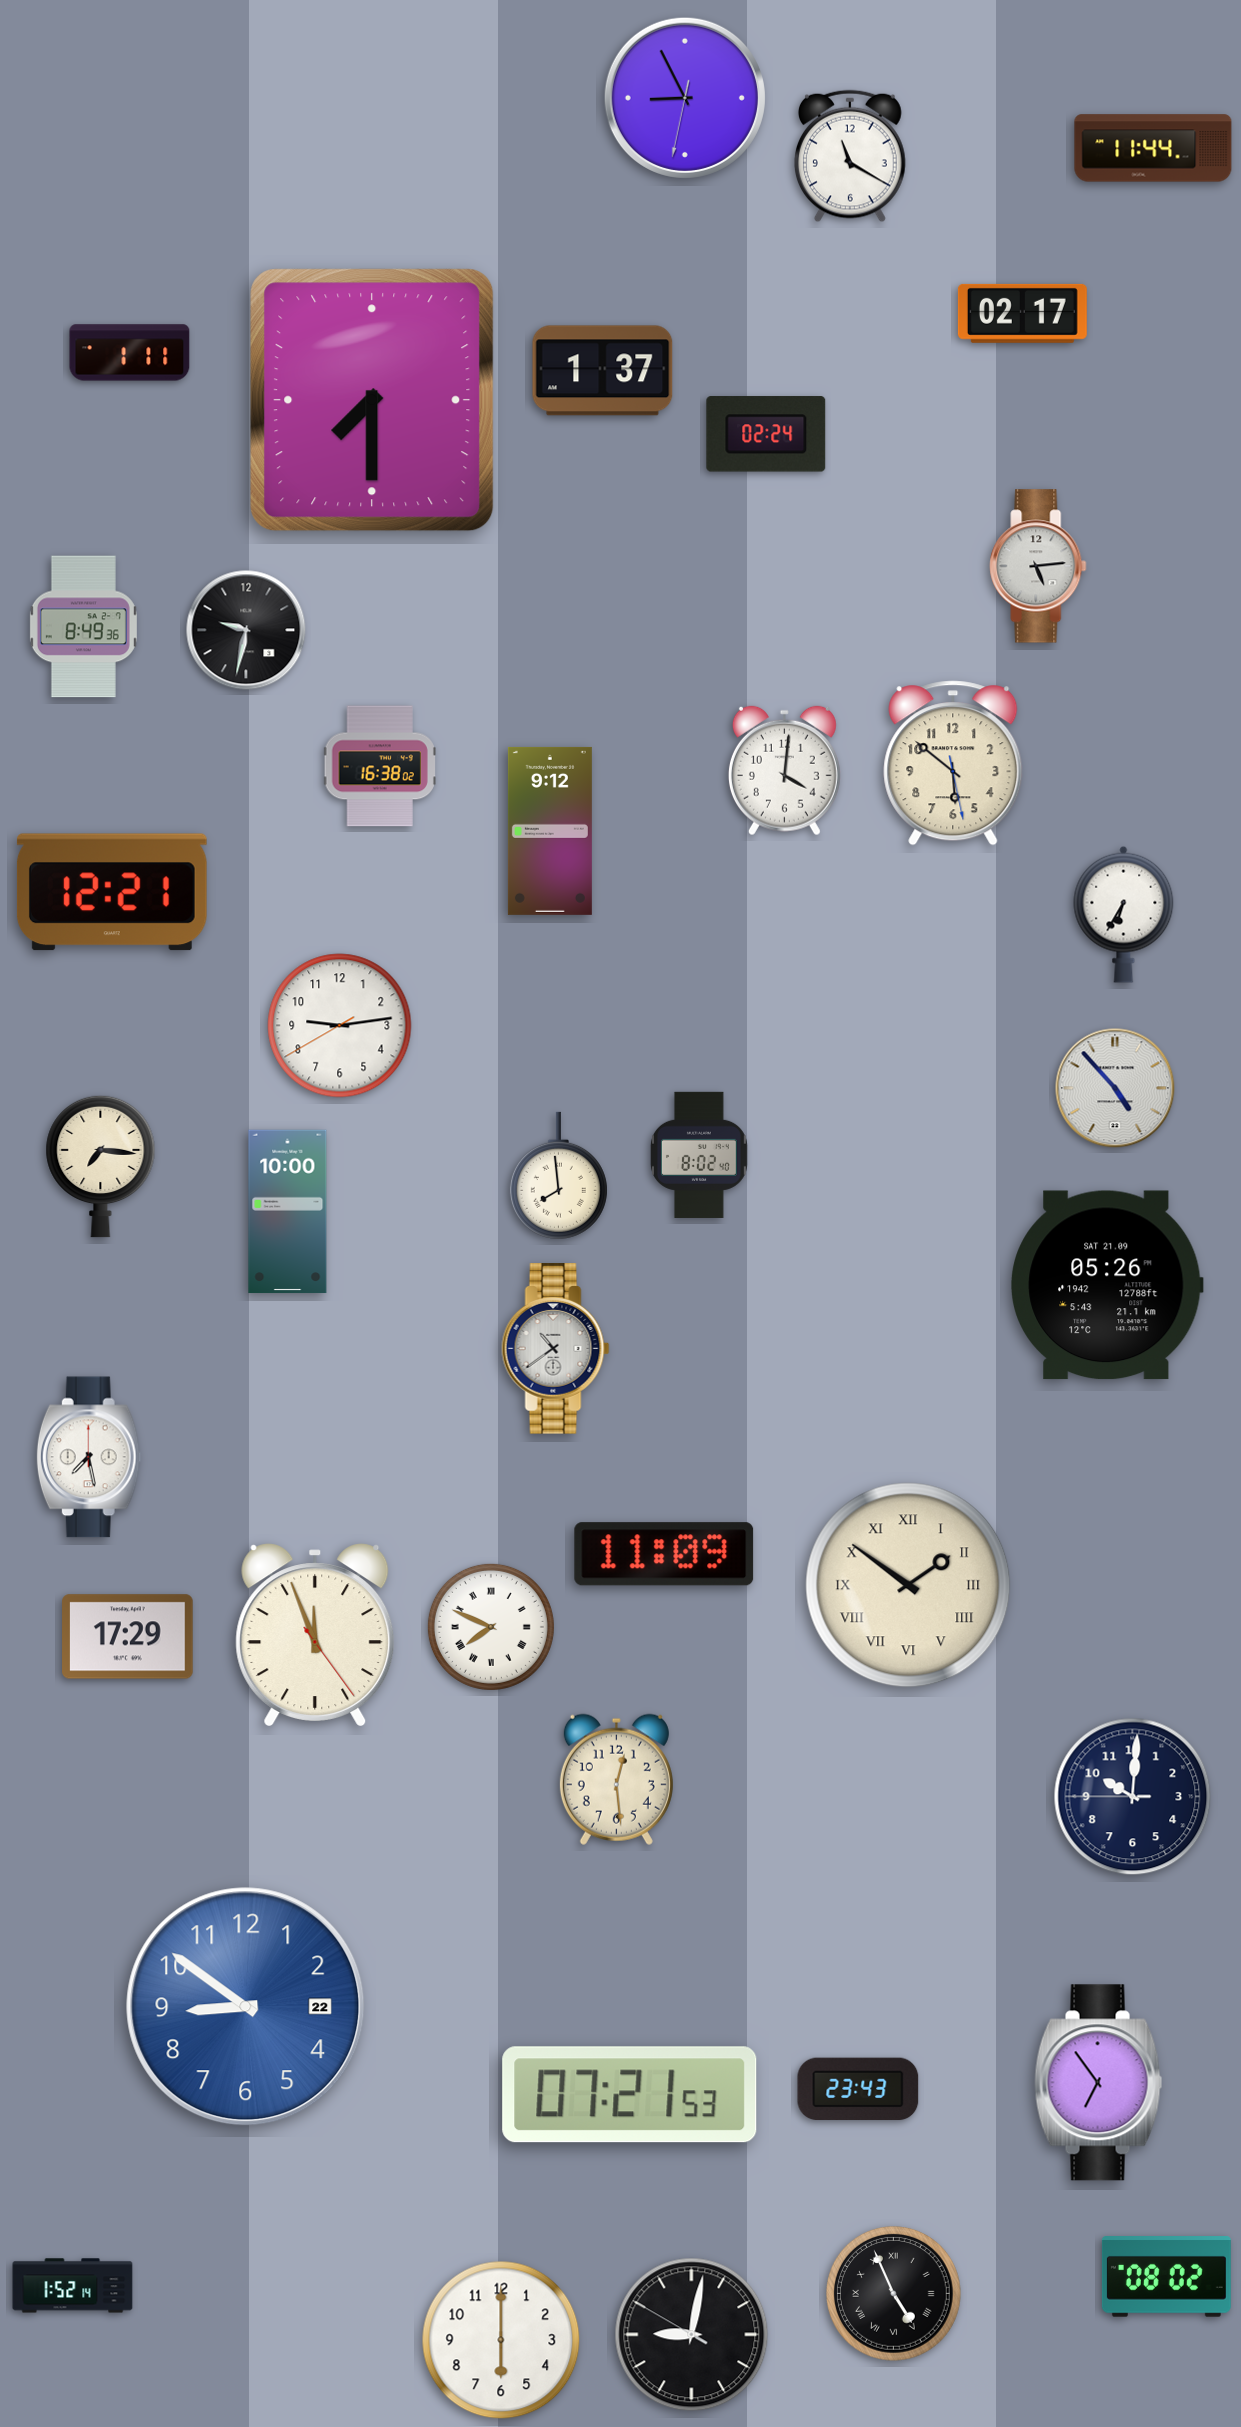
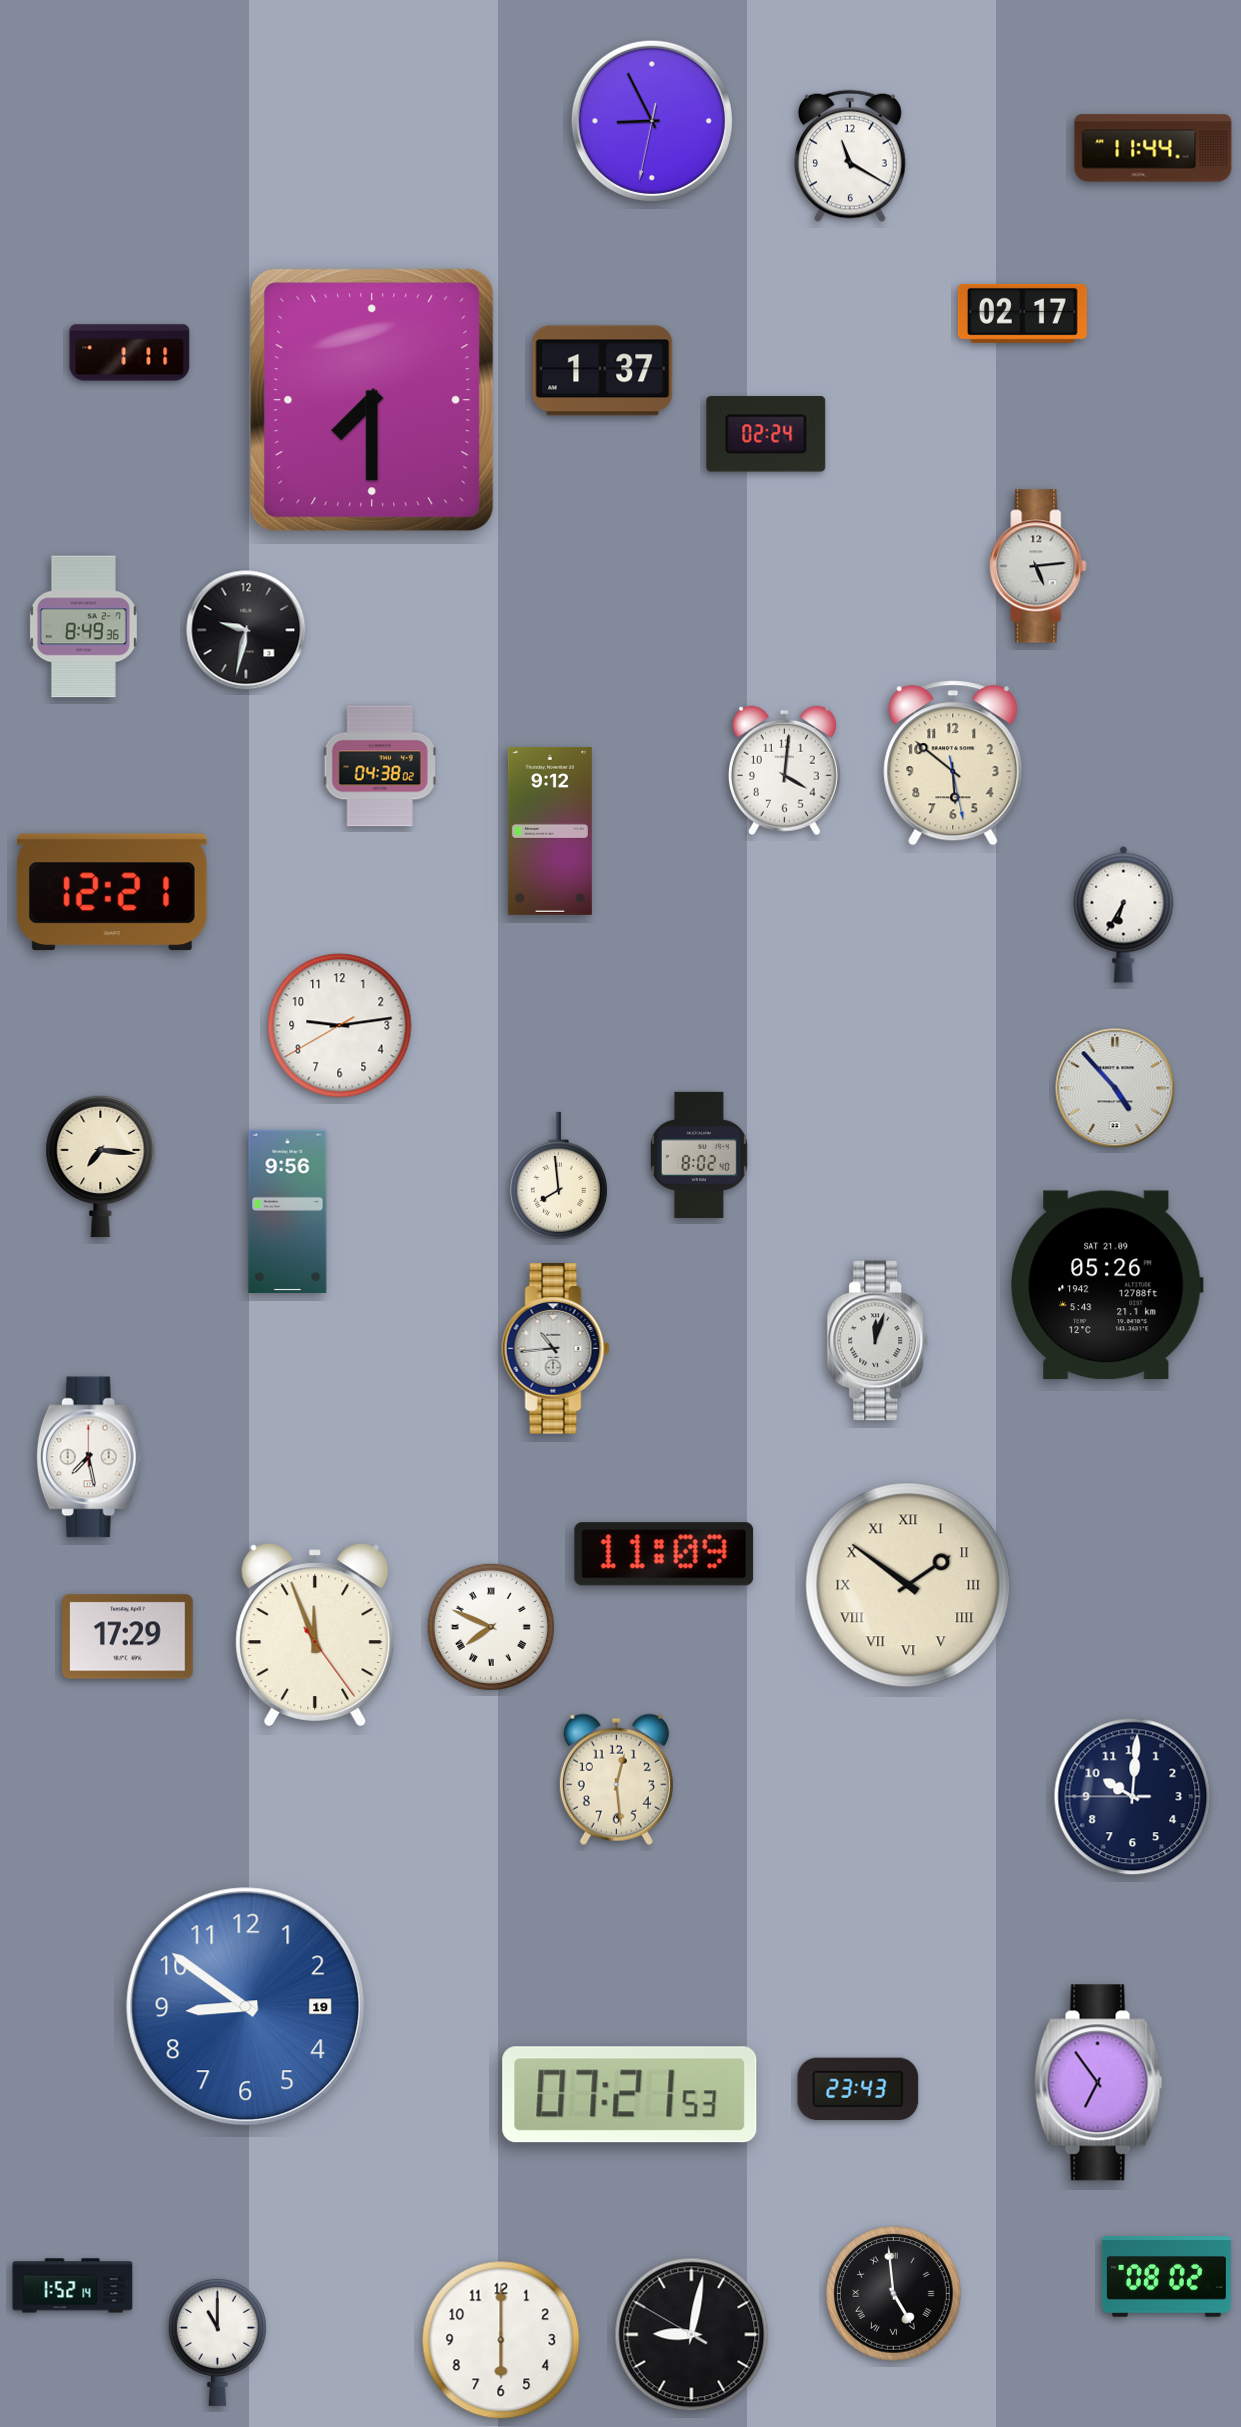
clock at (685, 98) position: (685, 98) -> (652, 121)
clock at (380, 766): 16:38 -> 04:38
clock at (288, 1212): 10:00 -> 9:56
clock at (878, 1341): none -> 12:03
clock at (556, 1349): 10:39 -> 10:44
clock at (246, 2007) date: 22 -> 19
clock at (894, 2294): 4:56 -> 4:59
clock at (217, 2342): none -> 11:00
